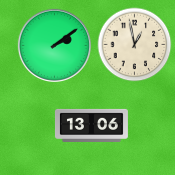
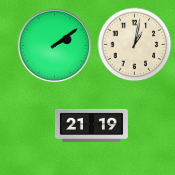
clock at (135, 45): 12:58 -> 1:02
clock at (91, 125): 13:06 -> 21:19
